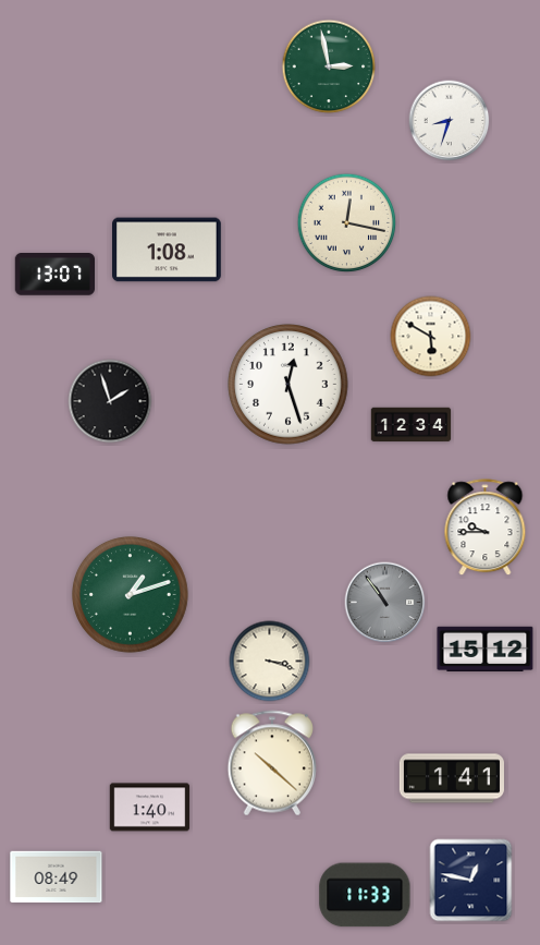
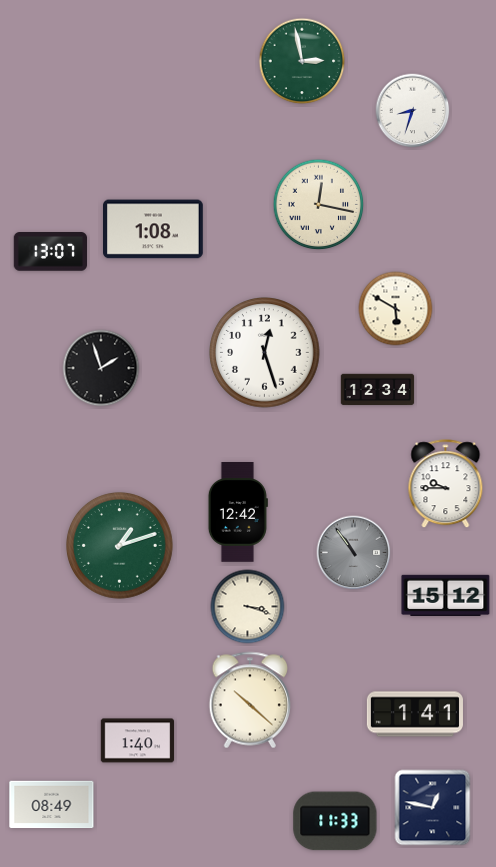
clock at (238, 512): none -> 12:42
